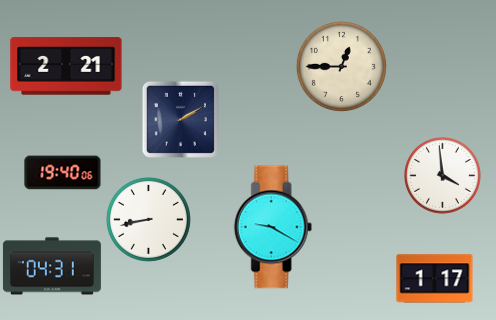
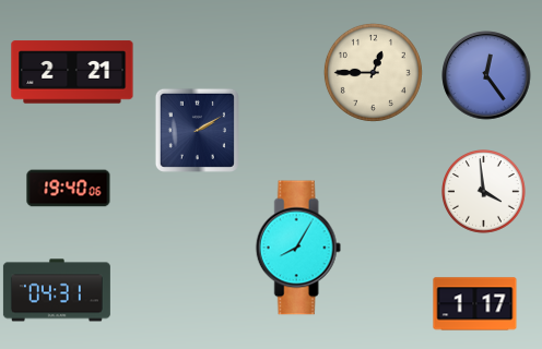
clock at (486, 75): none -> 12:24
clock at (148, 219): 8:43 -> none
clock at (273, 227): 9:20 -> 8:05
